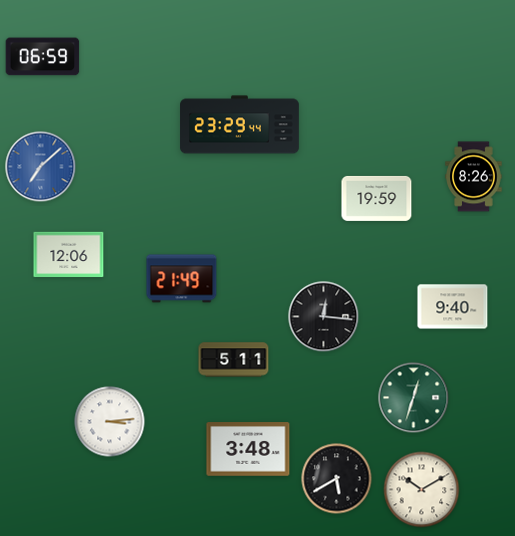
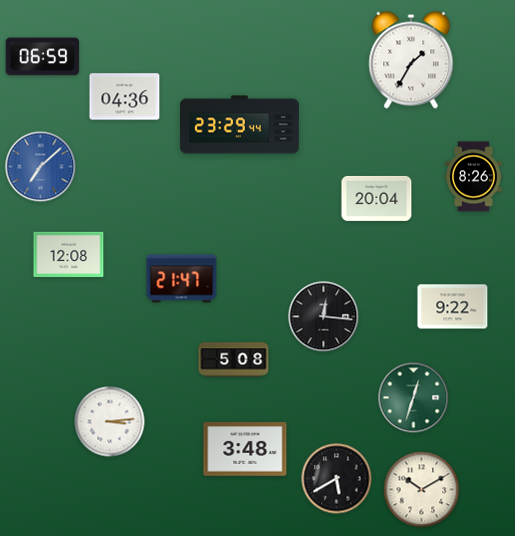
clock at (411, 60): none -> 1:35
clock at (125, 97): none -> 04:36
clock at (377, 198): 19:59 -> 20:04
clock at (69, 255): 12:06 -> 12:08
clock at (182, 279): 21:49 -> 21:47
clock at (453, 307): 9:40 -> 9:22
clock at (234, 360): 5:11 -> 5:08
clock at (248, 449) position: (248, 449) -> (245, 449)
